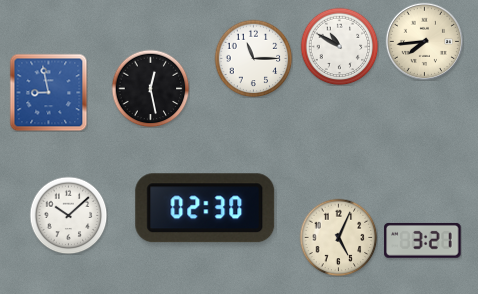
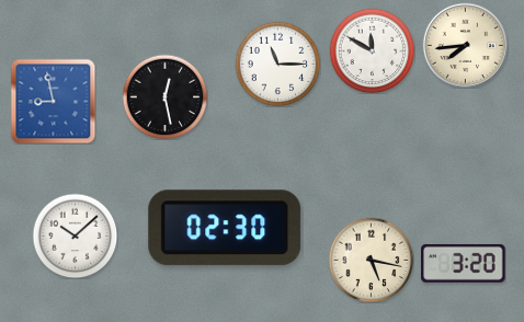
clock at (339, 46): 10:50 -> 11:50
clock at (338, 237): 5:04 -> 5:17
clock at (423, 240): 3:21 -> 3:20
